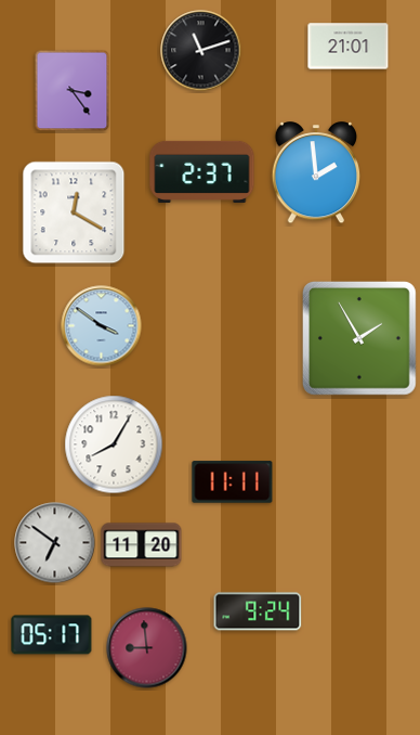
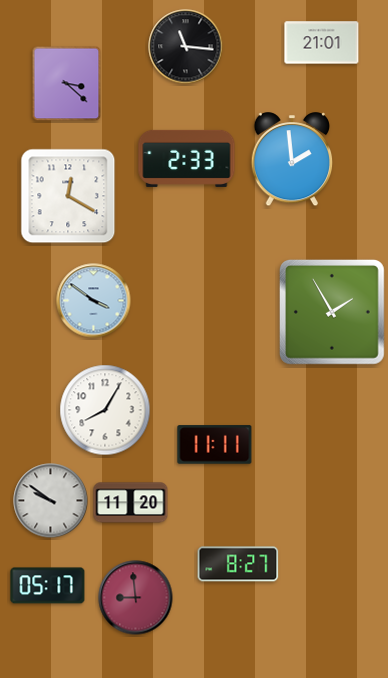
clock at (201, 51): 11:12 -> 11:16
clock at (73, 91): 3:24 -> 3:22
clock at (202, 171): 2:37 -> 2:33
clock at (55, 543): 6:51 -> 9:51
clock at (258, 611): 9:24 -> 8:27
